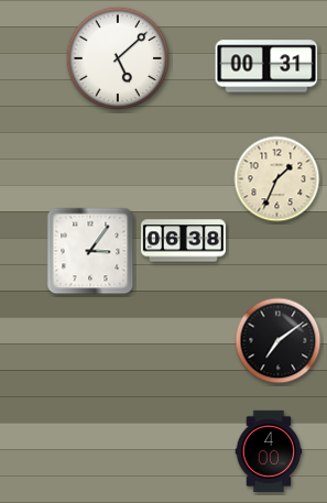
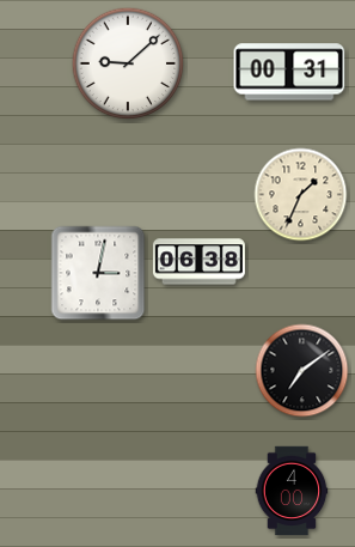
clock at (118, 58): 5:08 -> 9:08
clock at (90, 251): 3:06 -> 3:02
